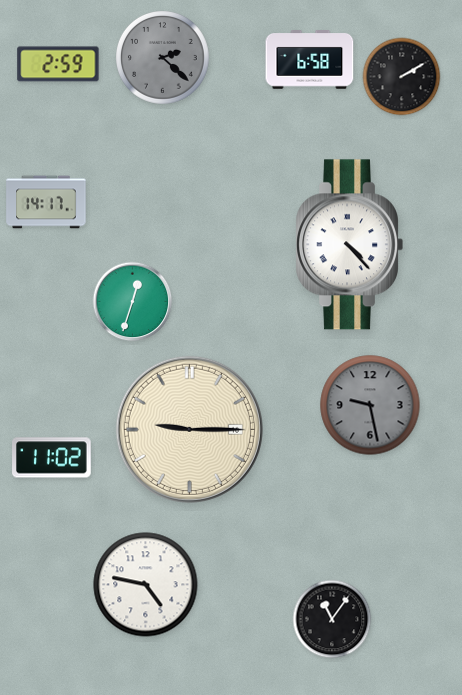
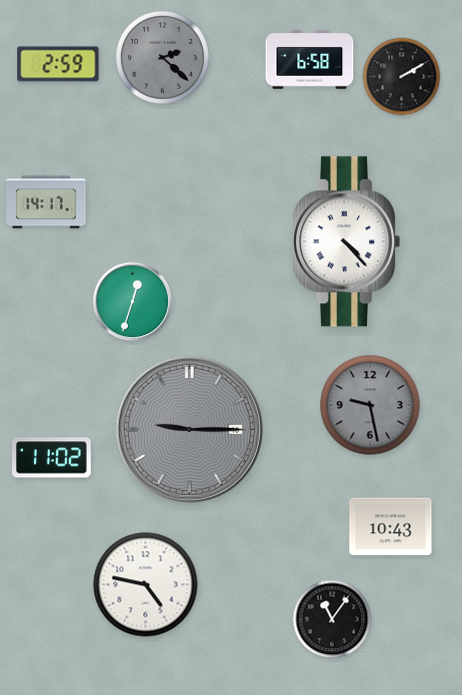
clock at (349, 245) position: (349, 245) -> (346, 242)
clock at (189, 429) dial: cream -> grey
clock at (391, 527): none -> 10:43
